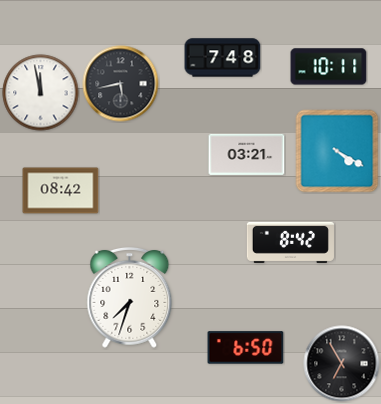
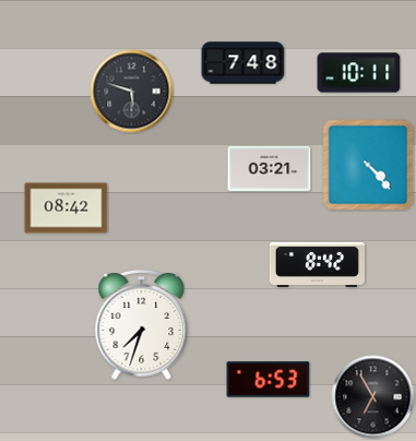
clock at (121, 84): 5:43 -> 5:48
clock at (41, 93): 11:58 -> none
clock at (337, 151): 4:20 -> 4:23
clock at (246, 348): 6:50 -> 6:53
